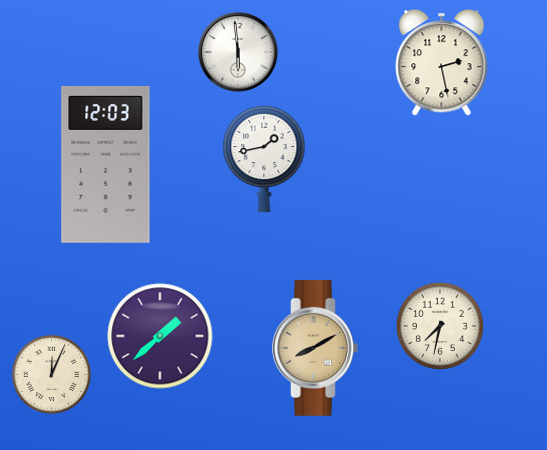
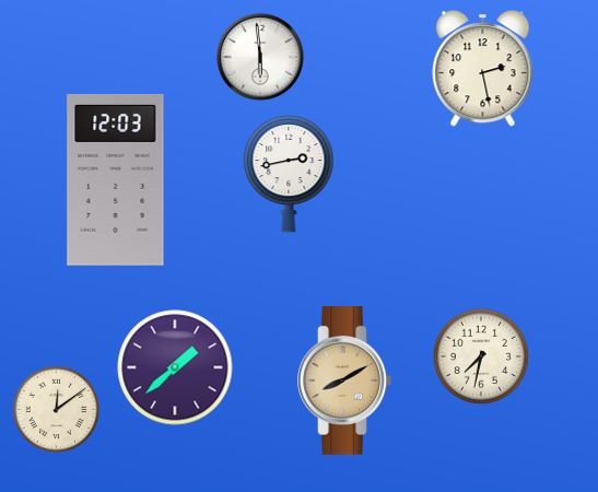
clock at (264, 159): 1:43 -> 2:43
clock at (52, 375): 12:04 -> 12:09
